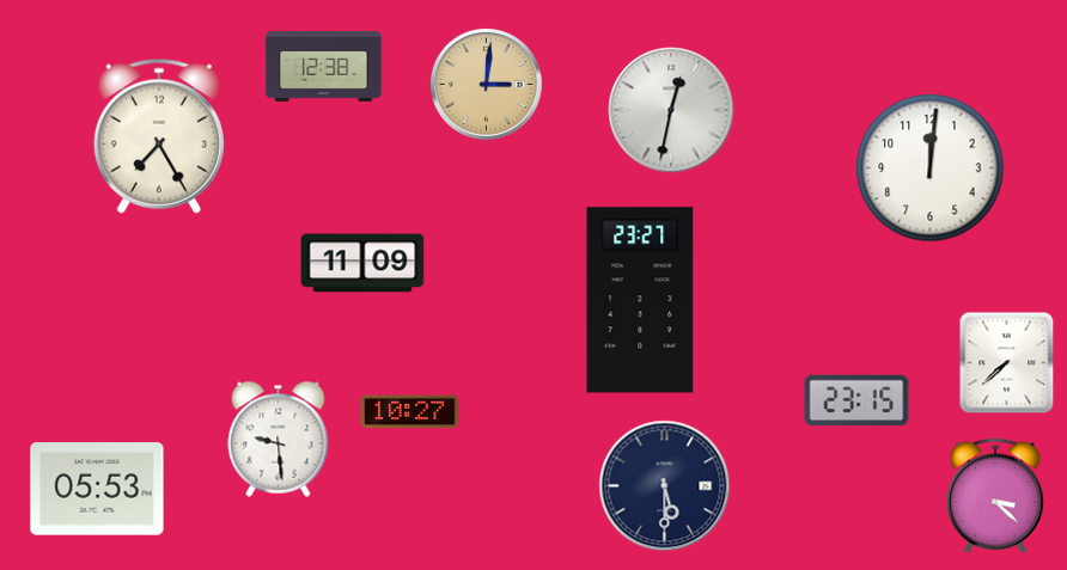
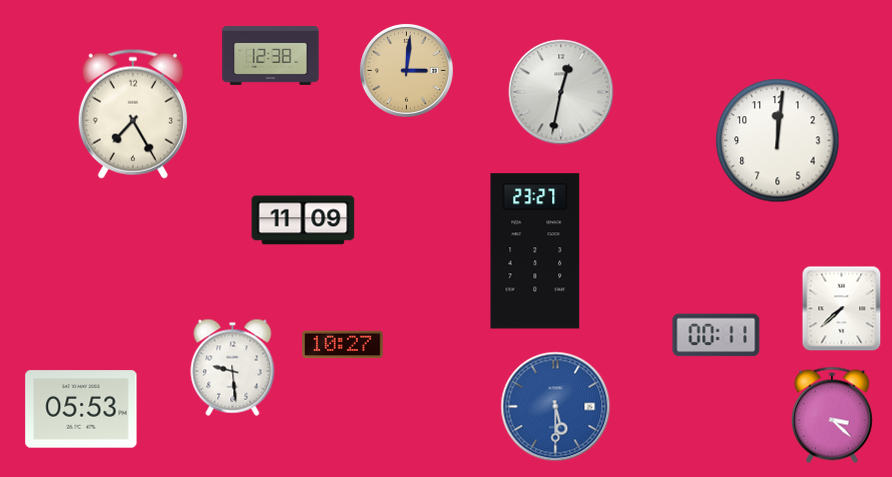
clock at (1007, 363) position: (1007, 363) -> (842, 309)
clock at (856, 400): 23:15 -> 00:11
clock at (665, 486) dial: navy -> blue
